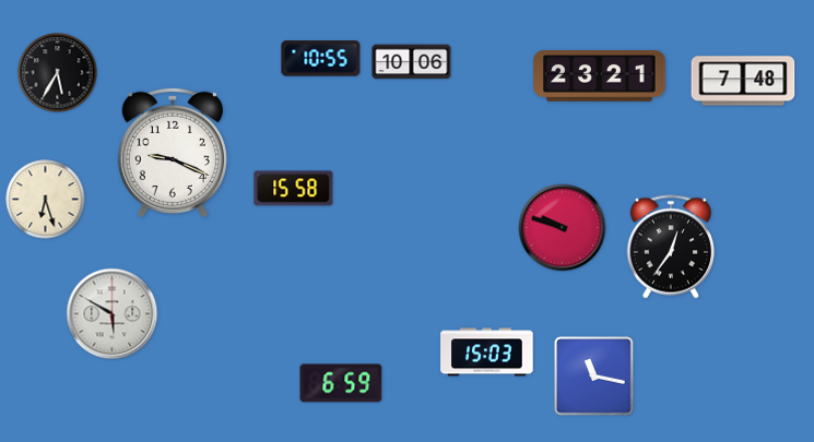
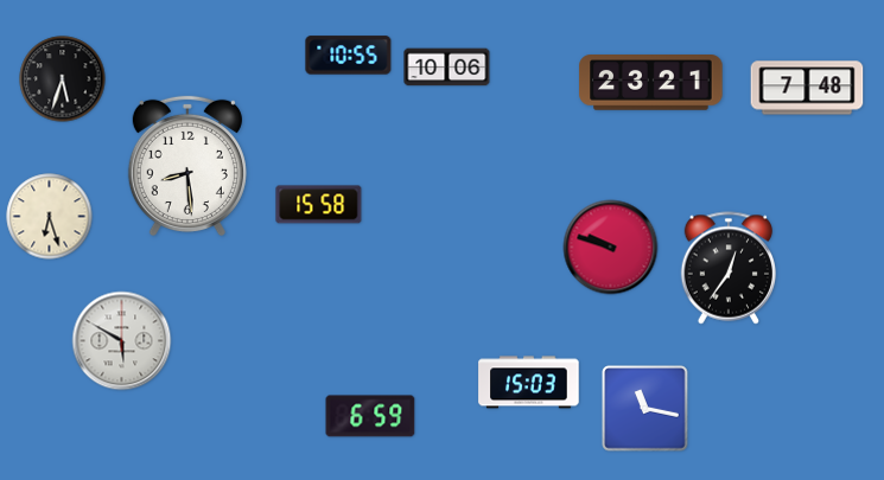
clock at (321, 59) position: (321, 59) -> (349, 56)
clock at (58, 73): 5:35 -> 5:33
clock at (173, 152): 9:19 -> 8:29
